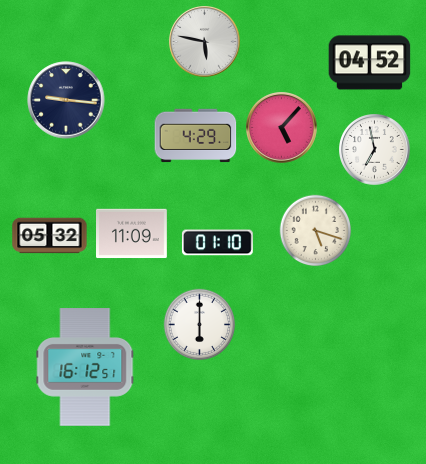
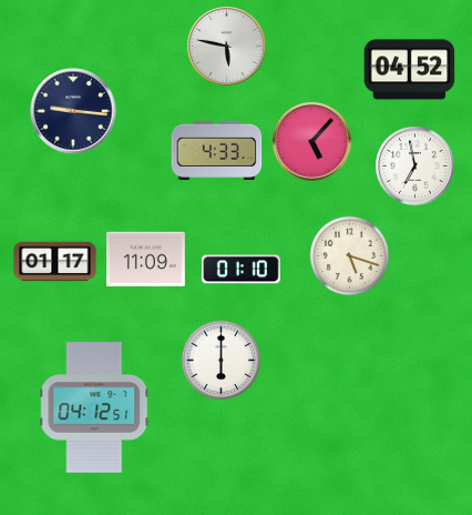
clock at (196, 136): 4:29 -> 4:33
clock at (50, 236): 05:32 -> 01:17
clock at (85, 367): 16:12 -> 04:12
